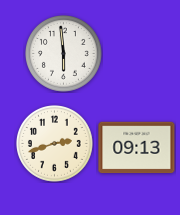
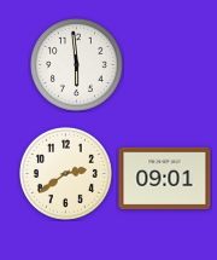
clock at (55, 144): 2:42 -> 2:39
clock at (137, 148): 09:13 -> 09:01
